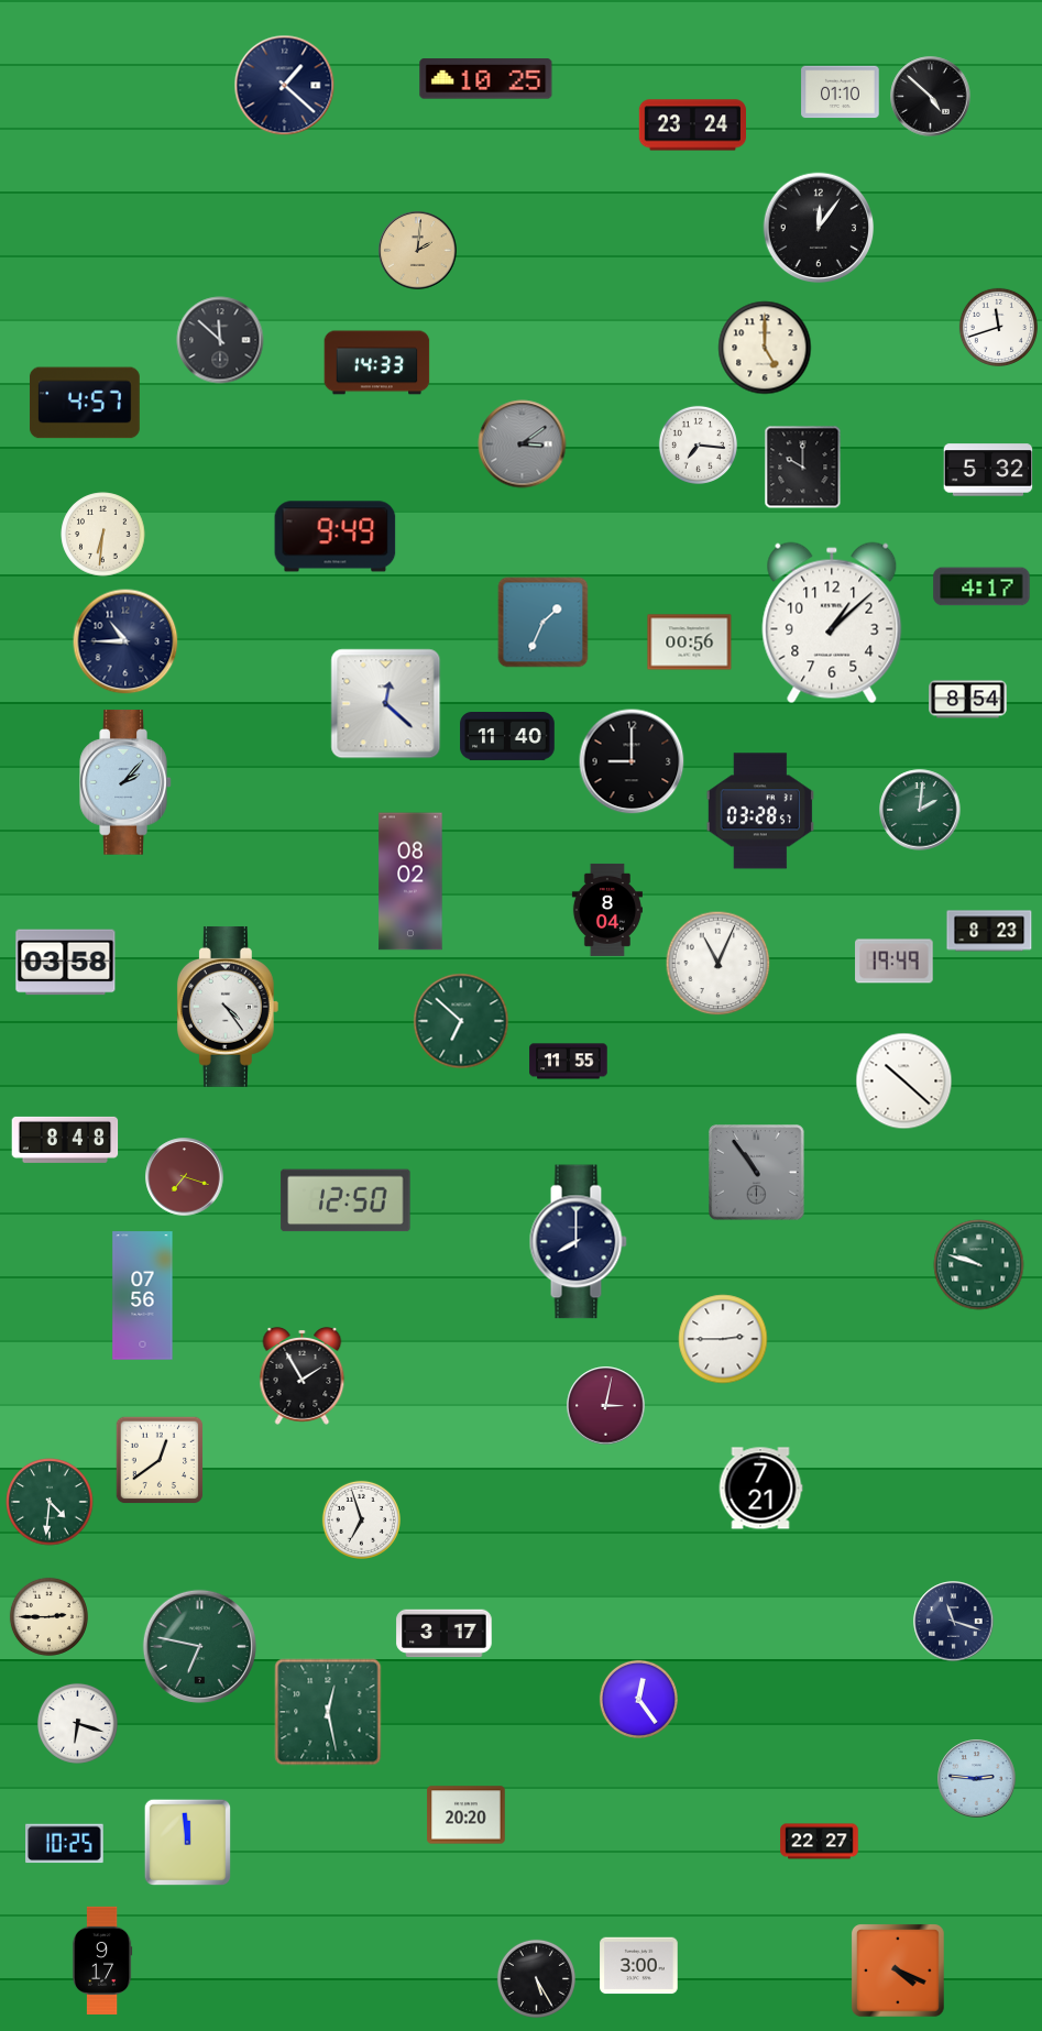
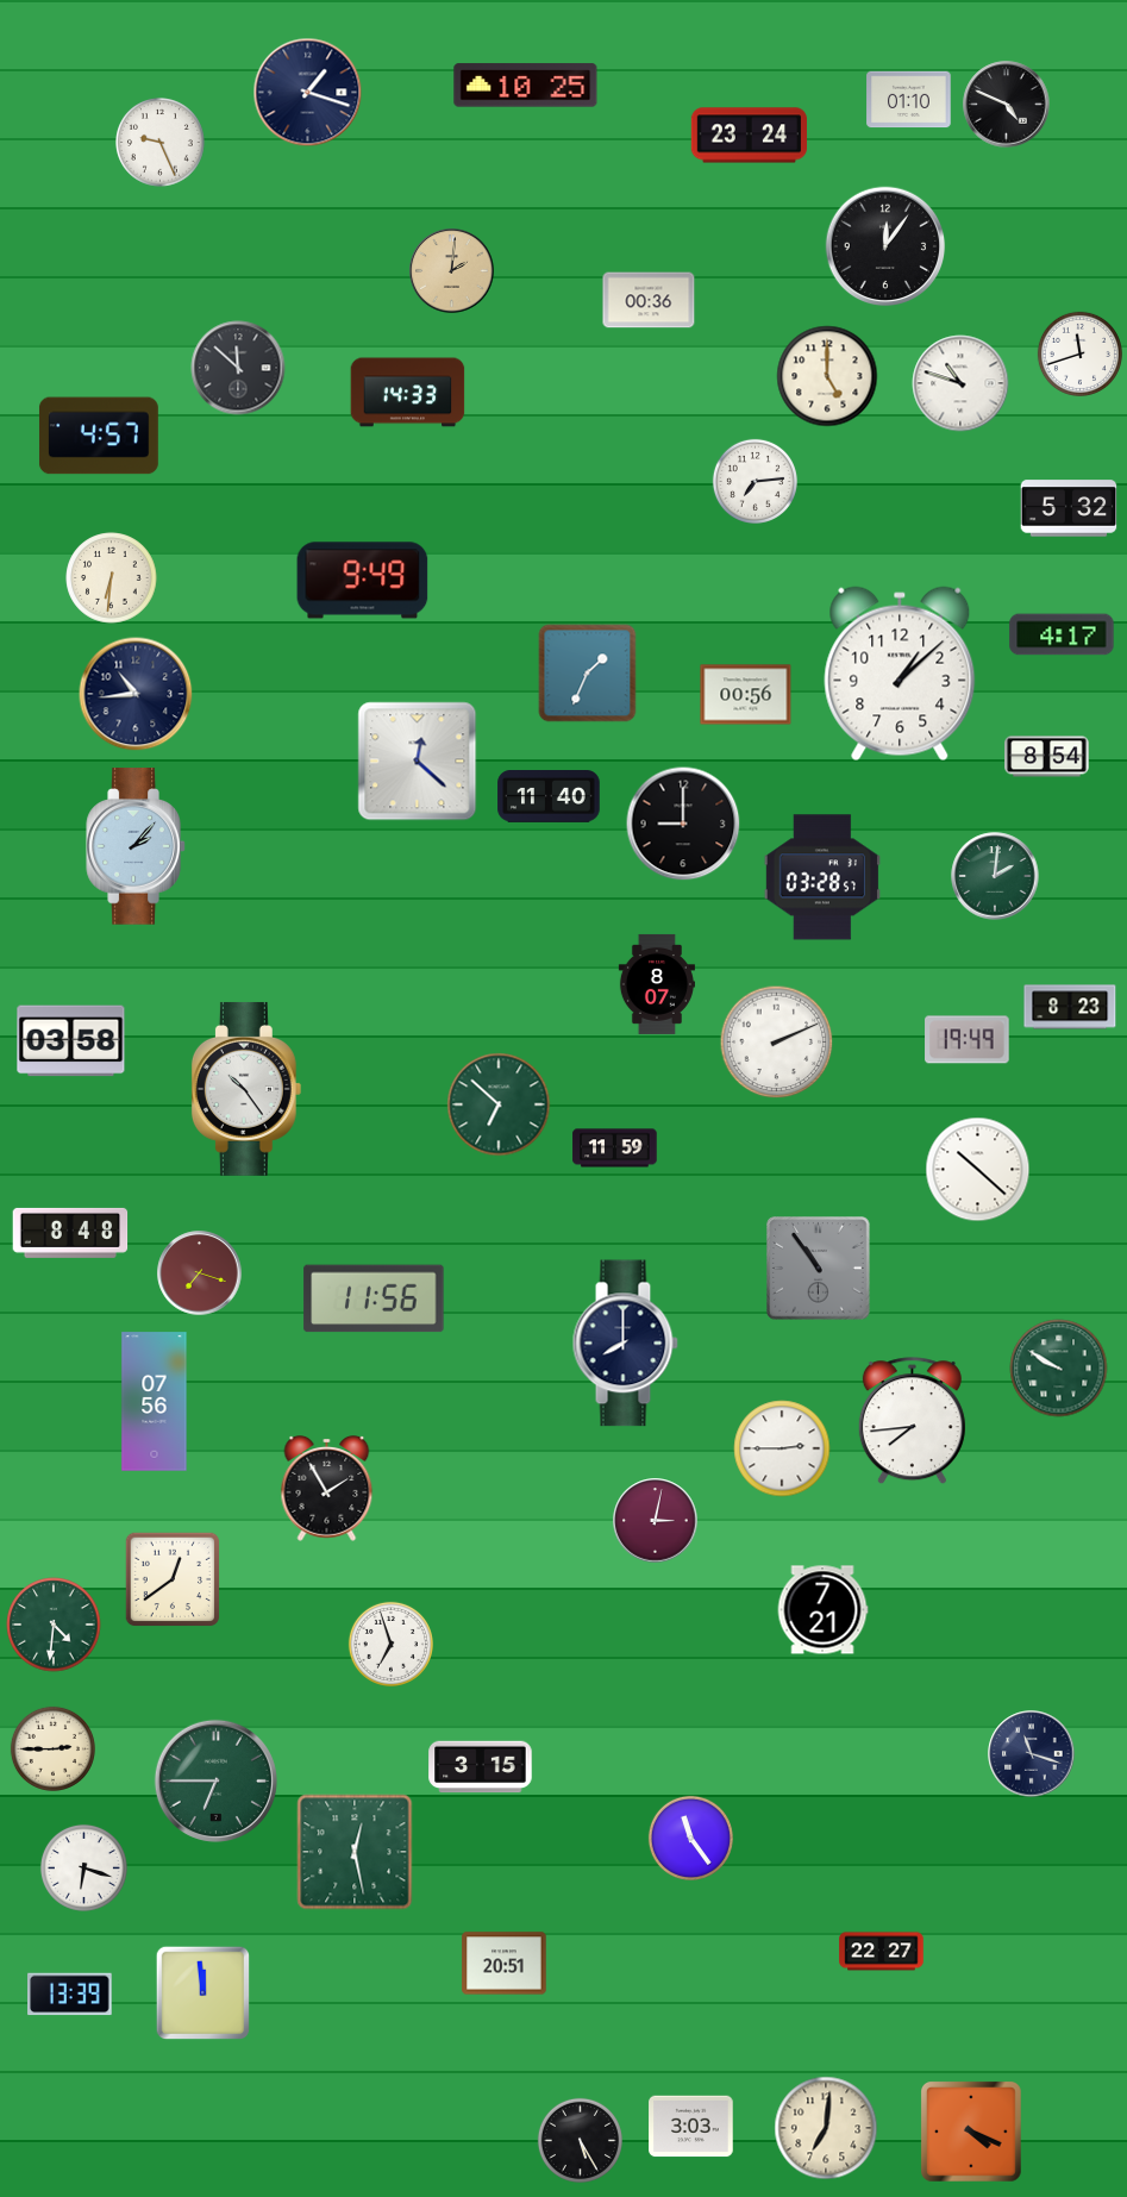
clock at (285, 86): 1:22 -> 1:18
clock at (931, 97): 4:52 -> 4:49
clock at (161, 143): none -> 9:26
clock at (649, 300): none -> 00:36
clock at (960, 383): none -> 10:48
clock at (85, 403) position: (85, 403) -> (99, 436)
clock at (523, 444): 3:09 -> none
clock at (698, 444): 7:16 -> 7:14
clock at (803, 468): 10:00 -> none
clock at (125, 641): 10:45 -> 10:44
clock at (410, 881): 08:02 -> none
clock at (607, 910): 8:04 -> 8:07
clock at (719, 964): 11:04 -> 2:11
clock at (228, 1007): 4:24 -> 10:24
clock at (569, 1062): 11:55 -> 11:59
clock at (345, 1200): 12:50 -> 11:56
clock at (979, 1265): 9:48 -> 9:50
clock at (912, 1421): none -> 7:44
clock at (445, 1634): 3:17 -> 3:15
clock at (199, 1646): 6:47 -> 6:45
clock at (638, 1699): 12:24 -> 11:24
clock at (77, 1723) position: (77, 1723) -> (83, 1867)
clock at (977, 1779): 2:46 -> none
clock at (467, 1815): 20:20 -> 20:51
clock at (820, 1842) position: (820, 1842) -> (882, 1952)
clock at (65, 1844): 10:25 -> 13:39
clock at (102, 1961): 9:17 -> none
clock at (639, 1966): 3:00 -> 3:03
clock at (826, 2128): none -> 7:01
